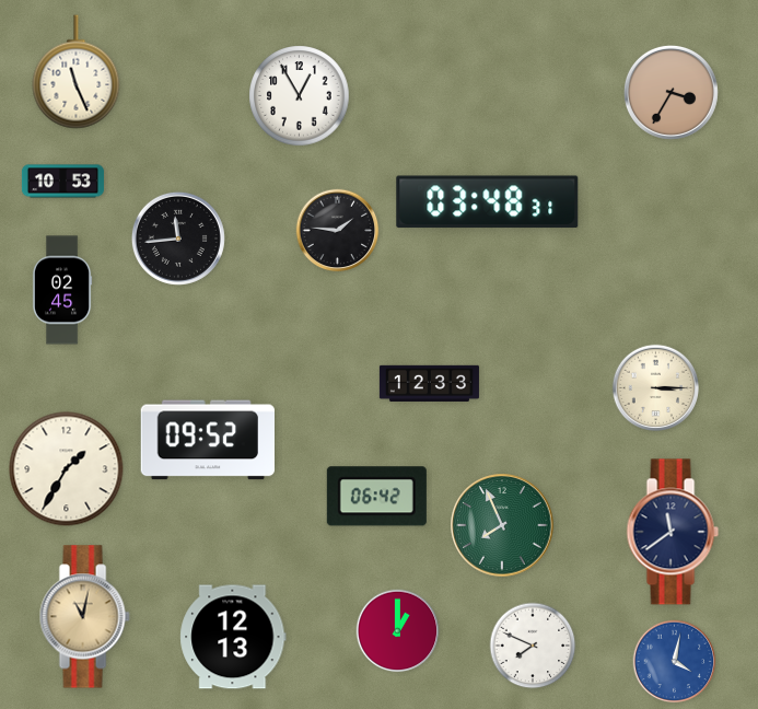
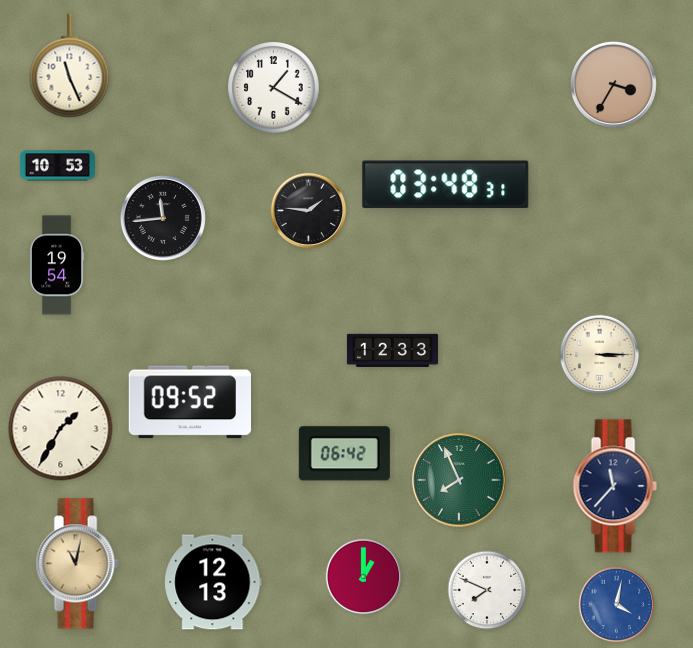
clock at (300, 96): 12:55 -> 1:20
clock at (62, 290): 02:45 -> 19:54
clock at (673, 532): 11:39 -> 11:37
